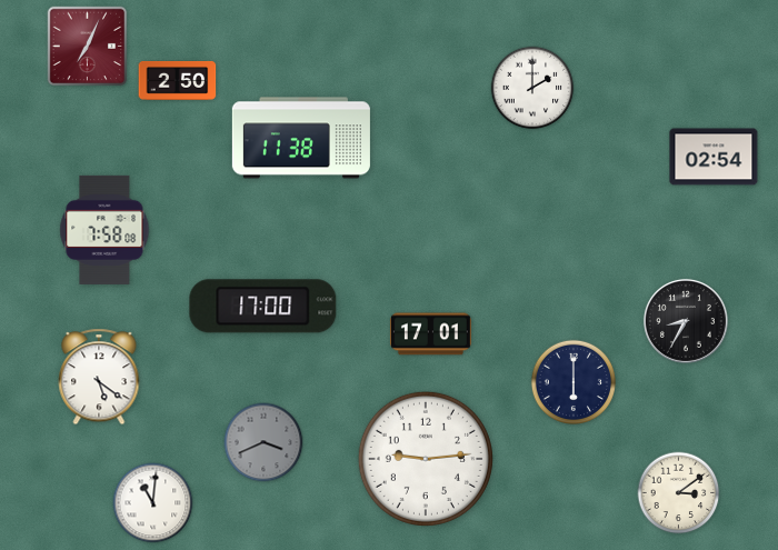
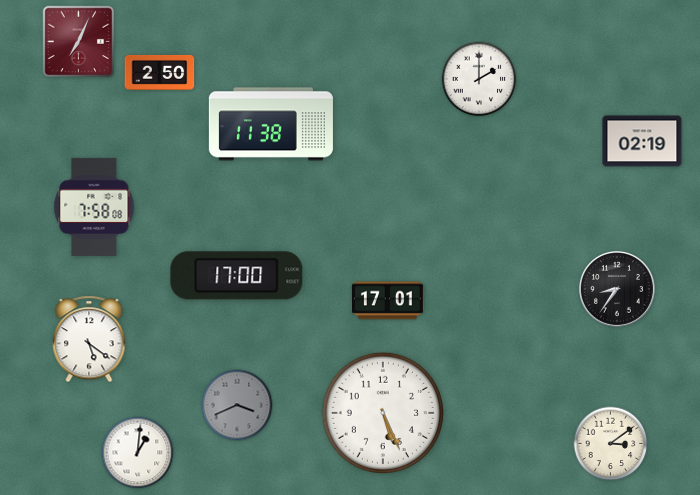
clock at (714, 157): 02:54 -> 02:19
clock at (686, 321): 8:35 -> 8:36
clock at (572, 381): 6:00 -> none
clock at (263, 442) position: (263, 442) -> (237, 405)
clock at (426, 459): 9:14 -> 5:26
clock at (153, 503): 11:01 -> 1:01
